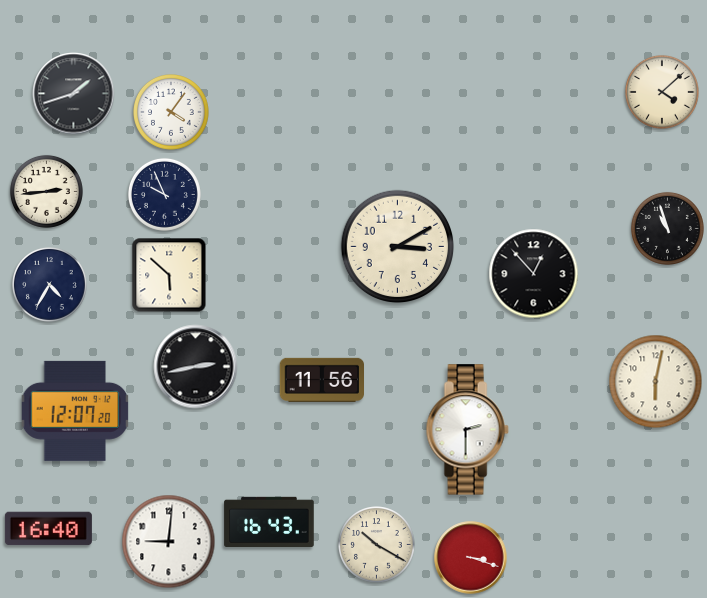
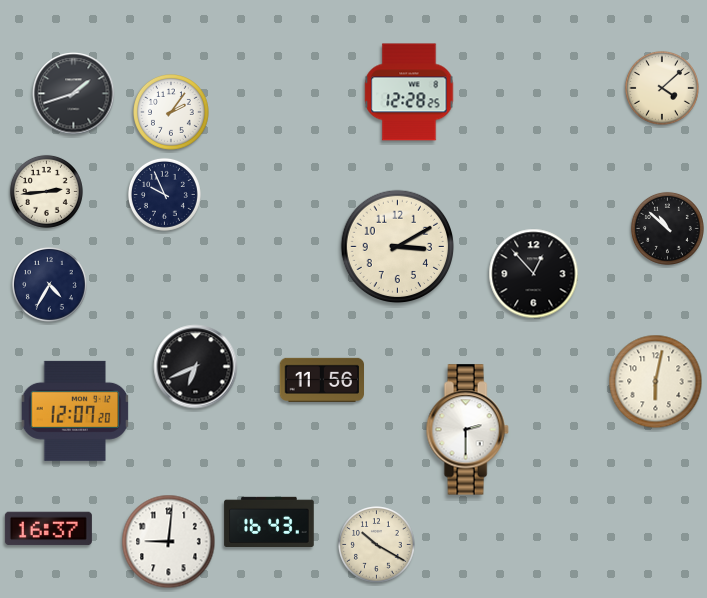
clock at (409, 92): none -> 12:28
clock at (662, 92) position: (662, 92) -> (662, 88)
clock at (172, 113): 4:06 -> 2:06
clock at (667, 228): 10:57 -> 10:52
clock at (169, 275): 5:52 -> none
clock at (196, 367): 2:43 -> 6:41
clock at (48, 529): 16:40 -> 16:37
clock at (471, 558): 3:18 -> none
